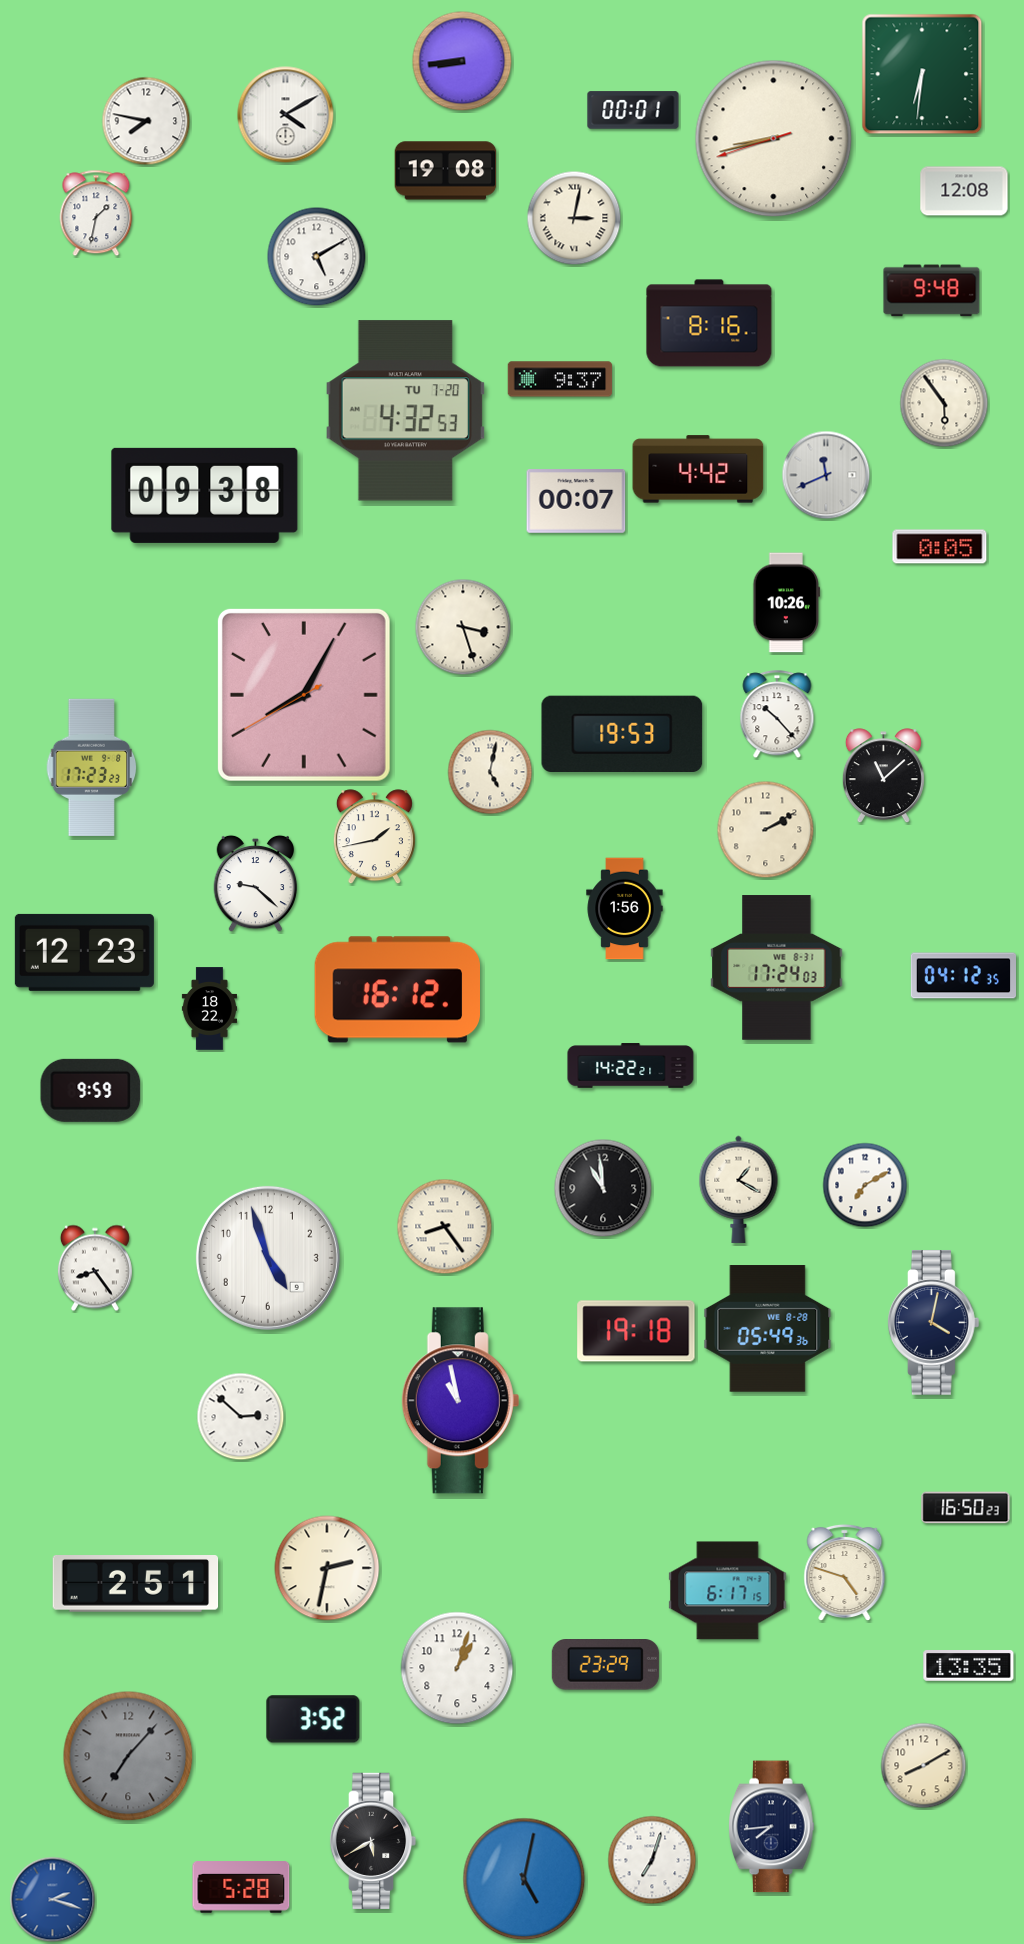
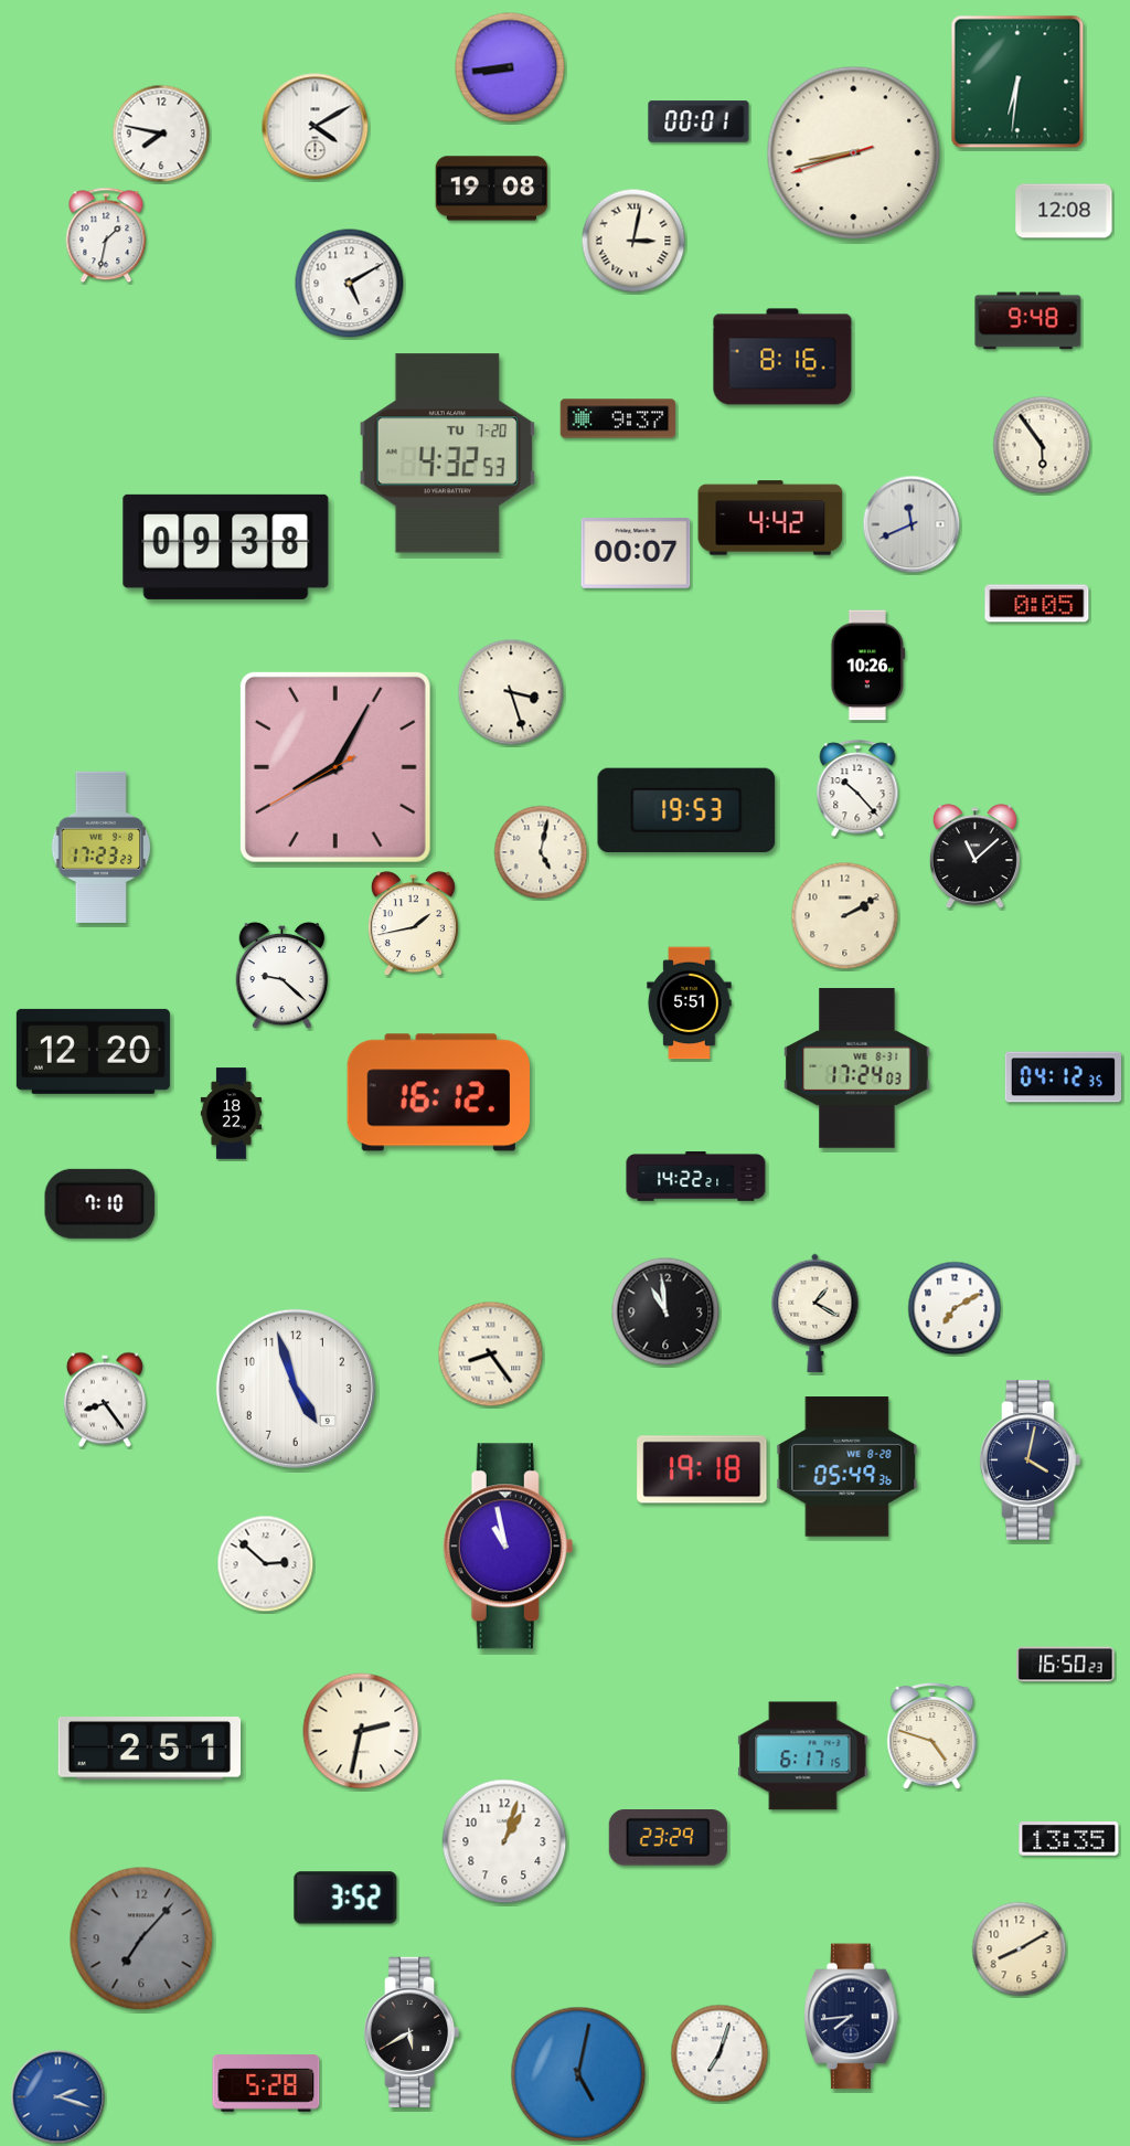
clock at (625, 909): 1:56 -> 5:51
clock at (84, 952): 12:23 -> 12:20
clock at (91, 1090): 9:59 -> 7:10
